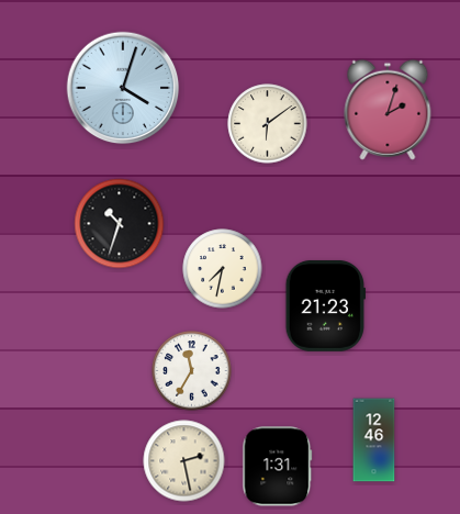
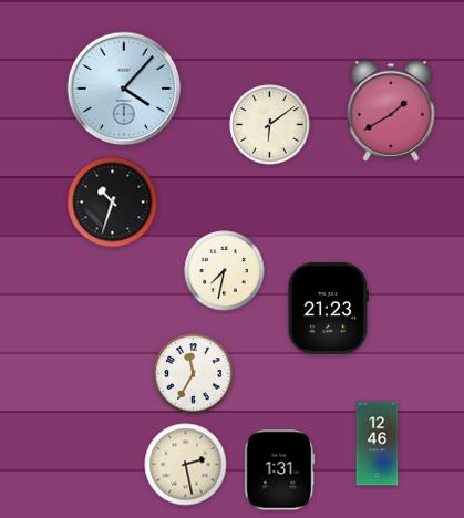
clock at (123, 88): 4:03 -> 4:07
clock at (388, 110): 2:03 -> 1:40
clock at (120, 224) position: (120, 224) -> (113, 203)
